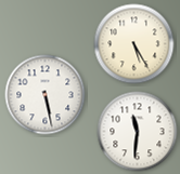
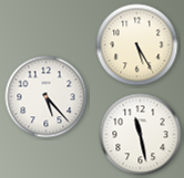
clock at (46, 95): 5:28 -> 5:23
clock at (138, 132): 11:31 -> 11:28
